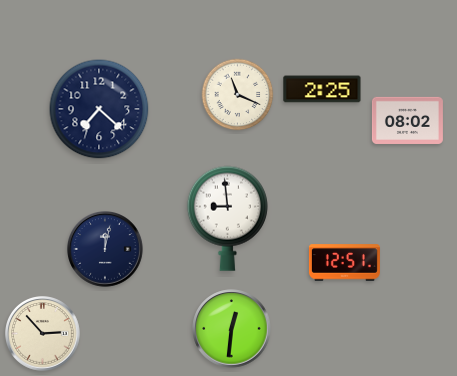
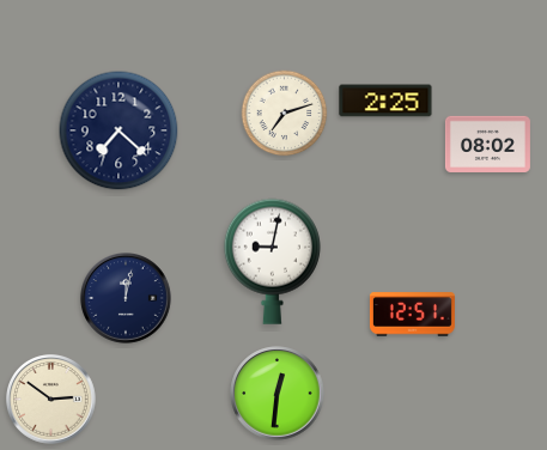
clock at (322, 89) position: (322, 89) -> (385, 101)
clock at (238, 95): 11:19 -> 7:12
clock at (227, 218): 8:59 -> 9:02
clock at (43, 334): 2:53 -> 2:51
